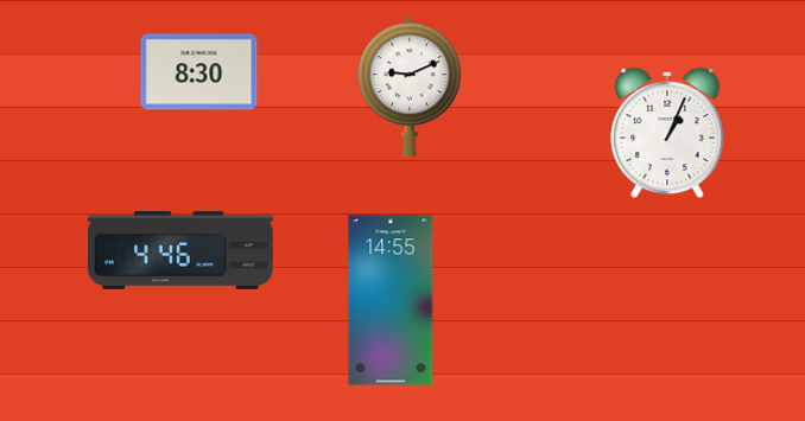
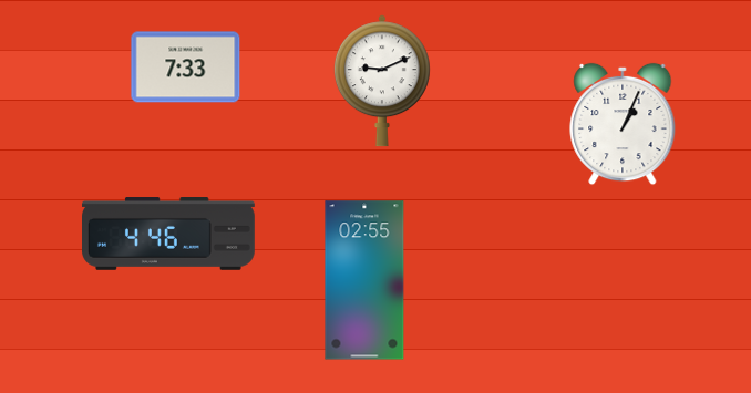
clock at (199, 72): 8:30 -> 7:33
clock at (391, 300): 14:55 -> 02:55
